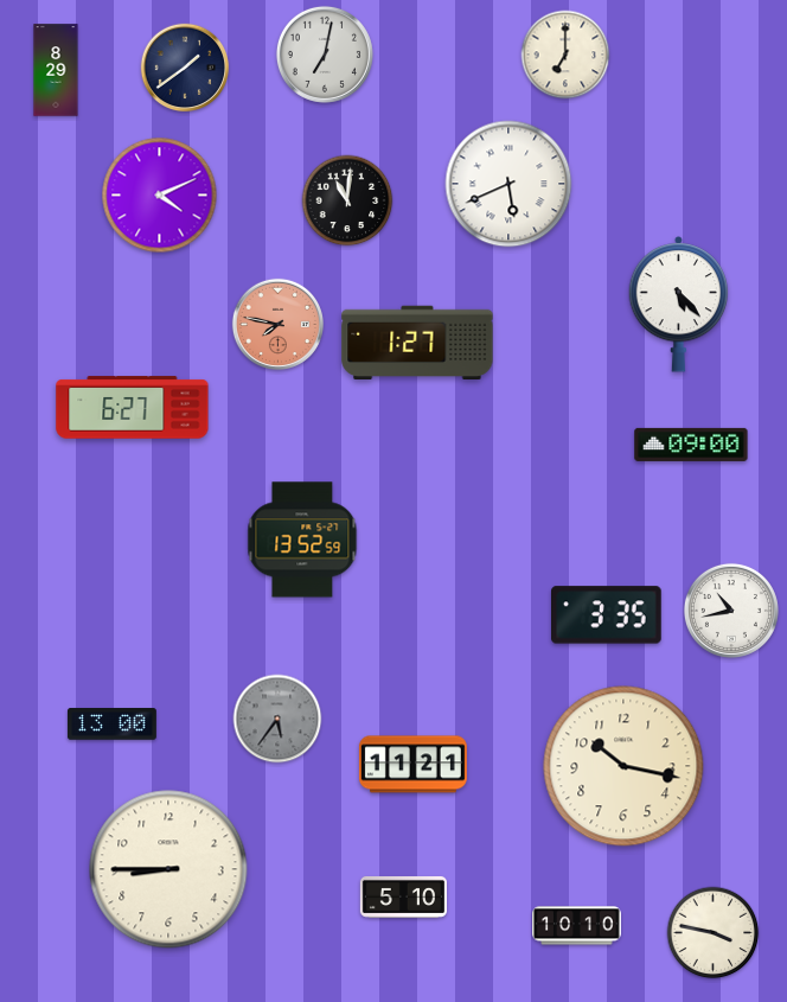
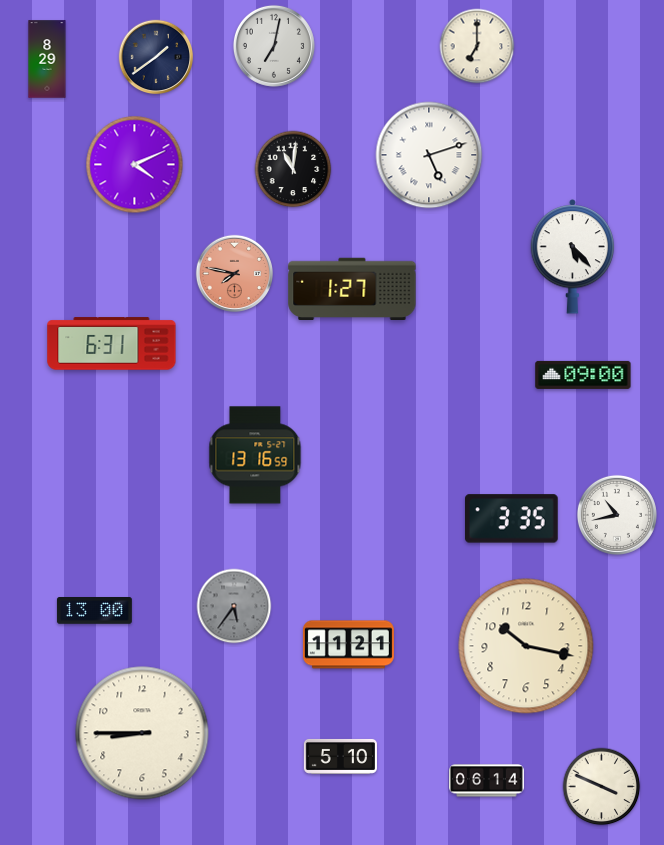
clock at (508, 184): 5:41 -> 5:12
clock at (133, 408): 6:27 -> 6:31
clock at (302, 540): 13:52 -> 13:16
clock at (577, 926): 10:10 -> 06:14
clock at (714, 933): 3:47 -> 3:49
